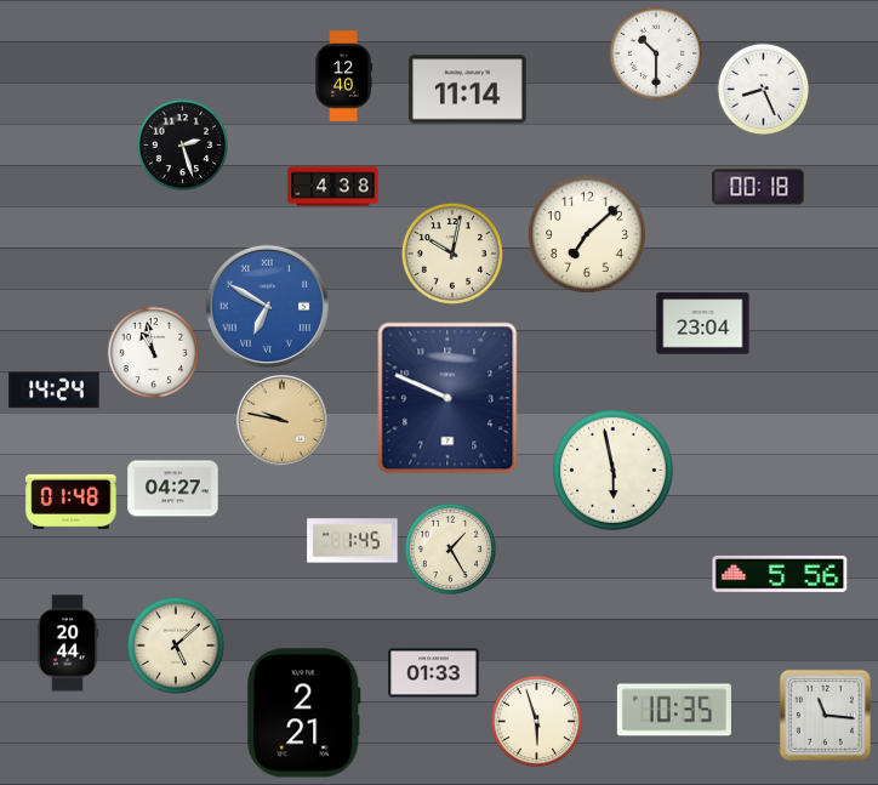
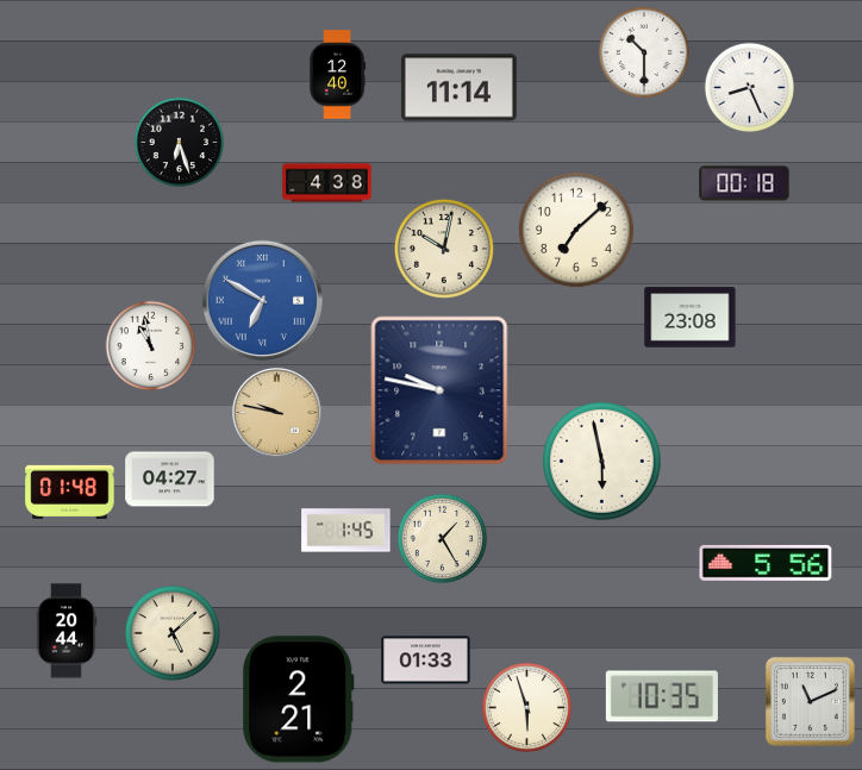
clock at (182, 144): 2:27 -> 6:27
clock at (703, 324): 23:04 -> 23:08
clock at (55, 391): 14:24 -> none
clock at (447, 398): 9:49 -> 9:47
clock at (825, 715): 11:16 -> 11:11
